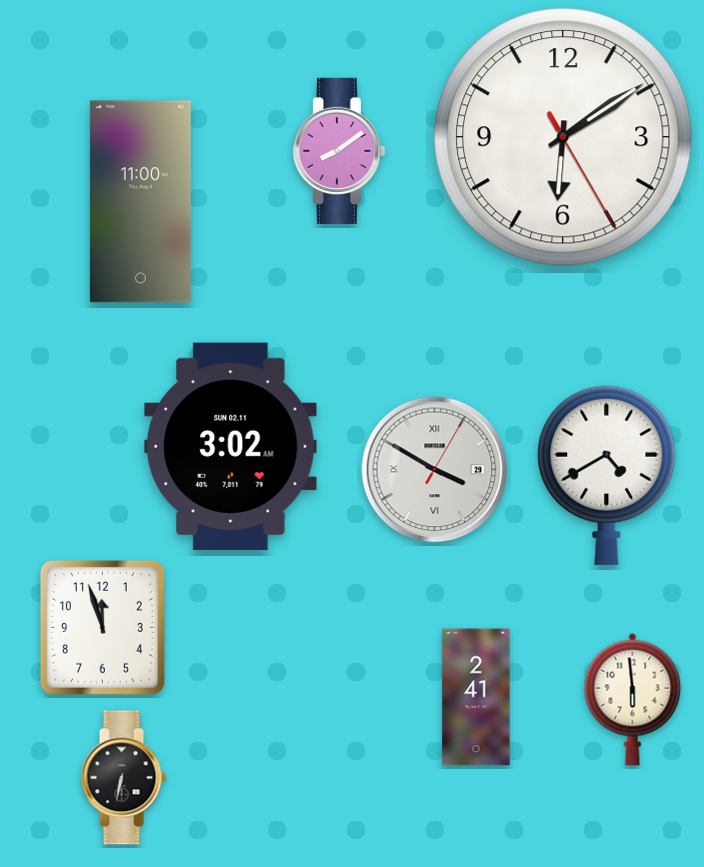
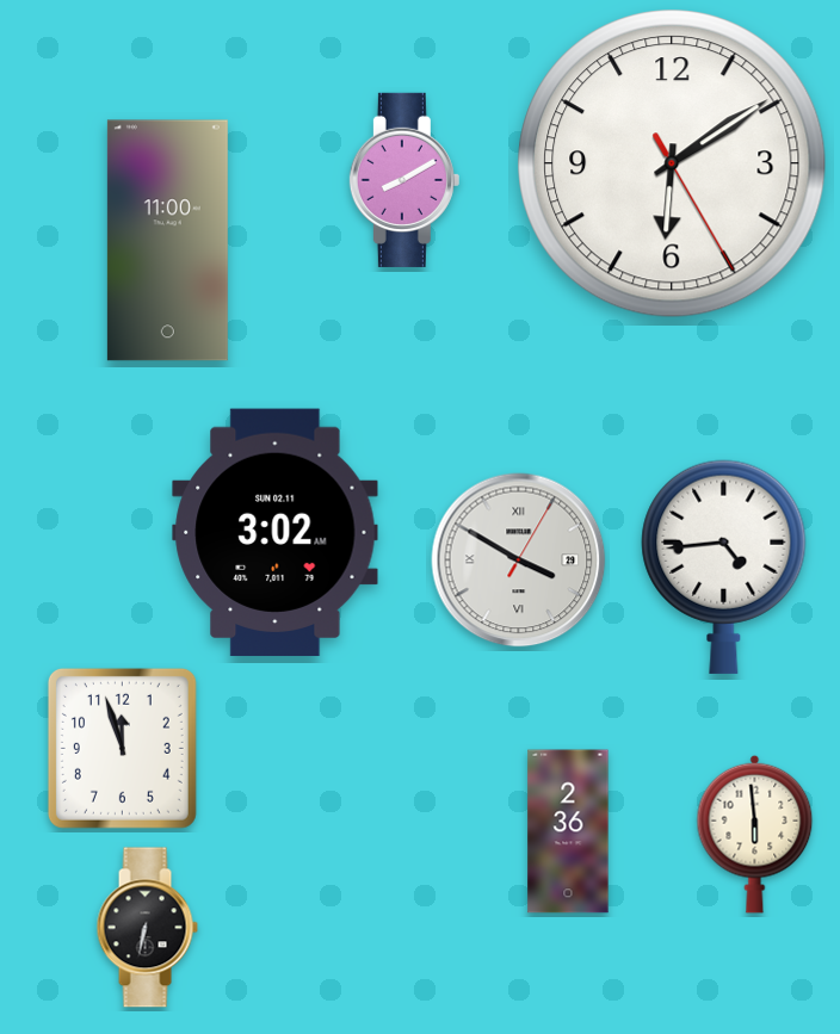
clock at (339, 151): 8:09 -> 8:10
clock at (607, 475): 4:40 -> 4:44
clock at (476, 697): 2:41 -> 2:36
